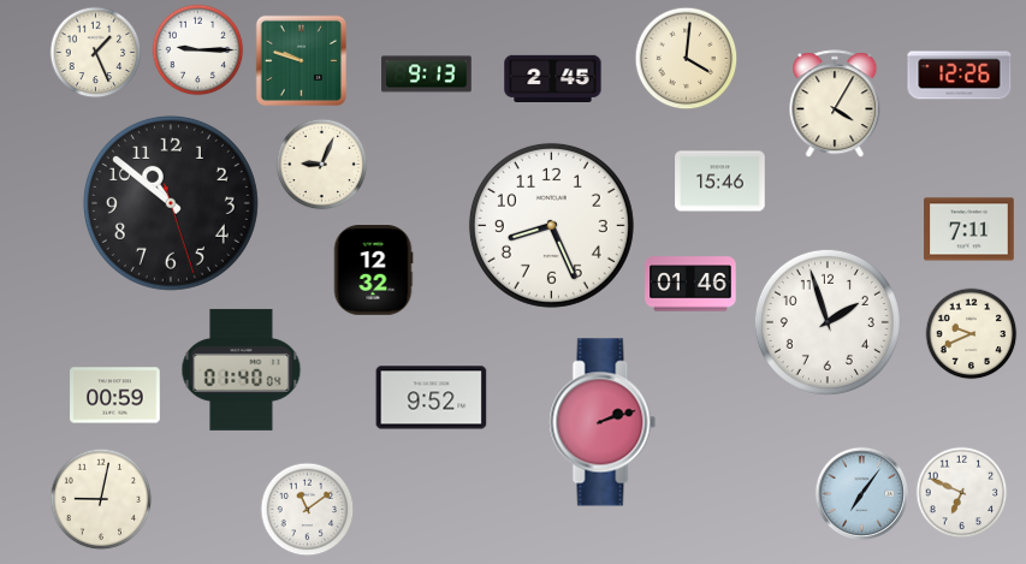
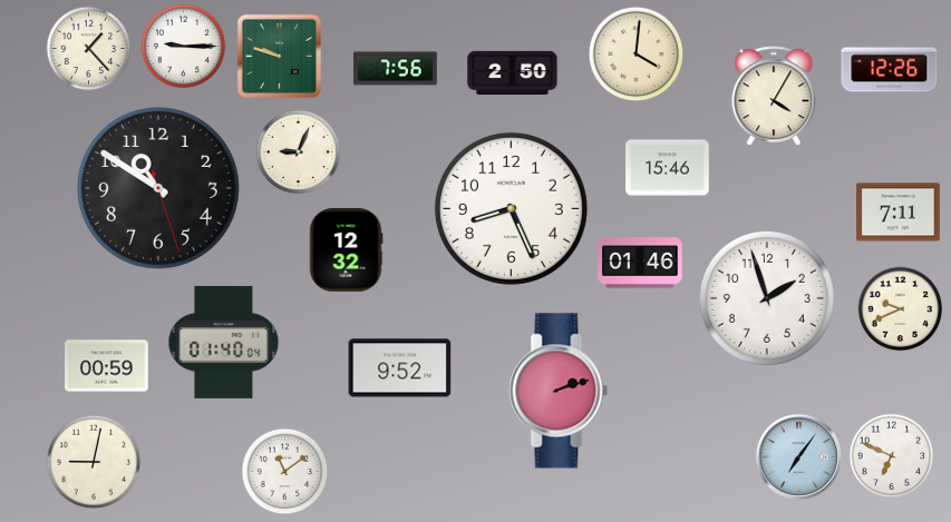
clock at (96, 53): 1:26 -> 1:23
clock at (427, 75): 9:13 -> 7:56
clock at (553, 78): 2:45 -> 2:50
clock at (171, 203): 10:51 -> 10:50
